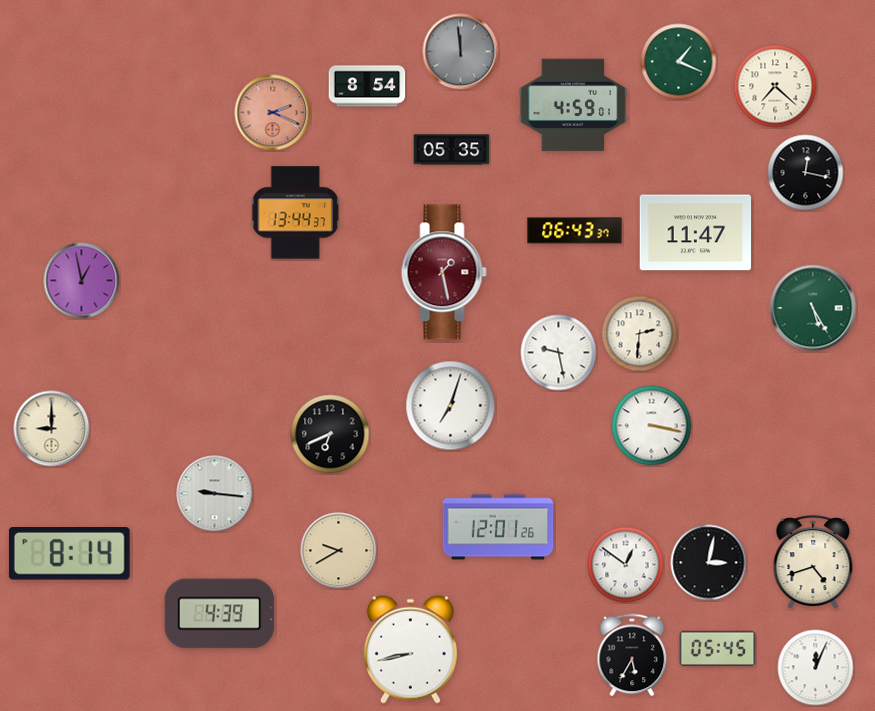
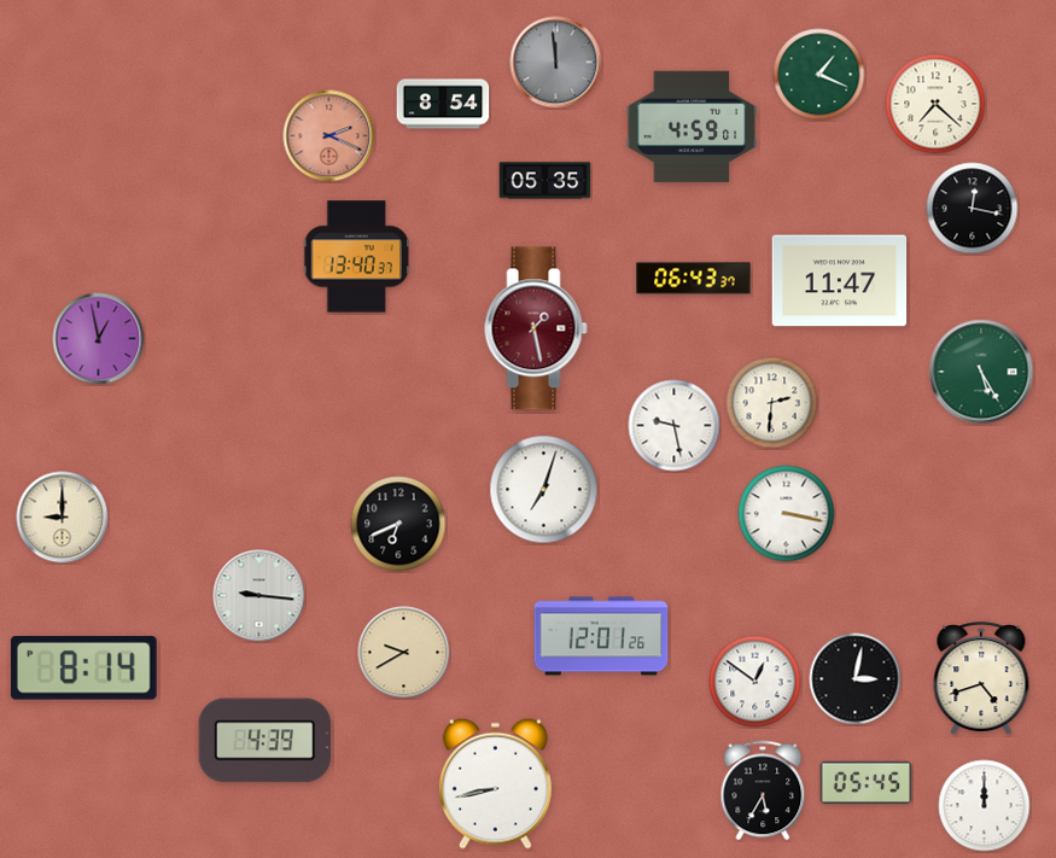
clock at (295, 213): 13:44 -> 13:40
clock at (339, 551) position: (339, 551) -> (404, 653)
clock at (816, 668): 12:04 -> 12:00
